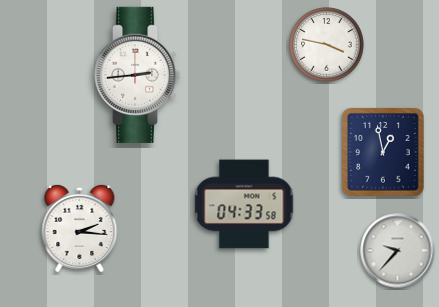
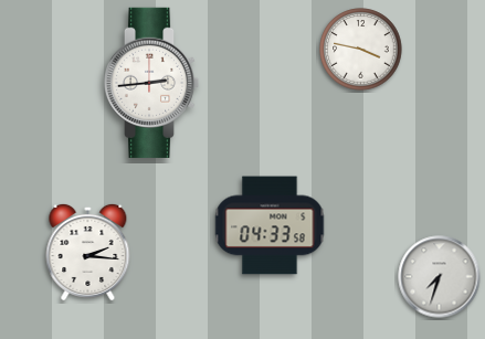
clock at (383, 153): 12:58 -> none
clock at (398, 251): 9:37 -> 7:33
